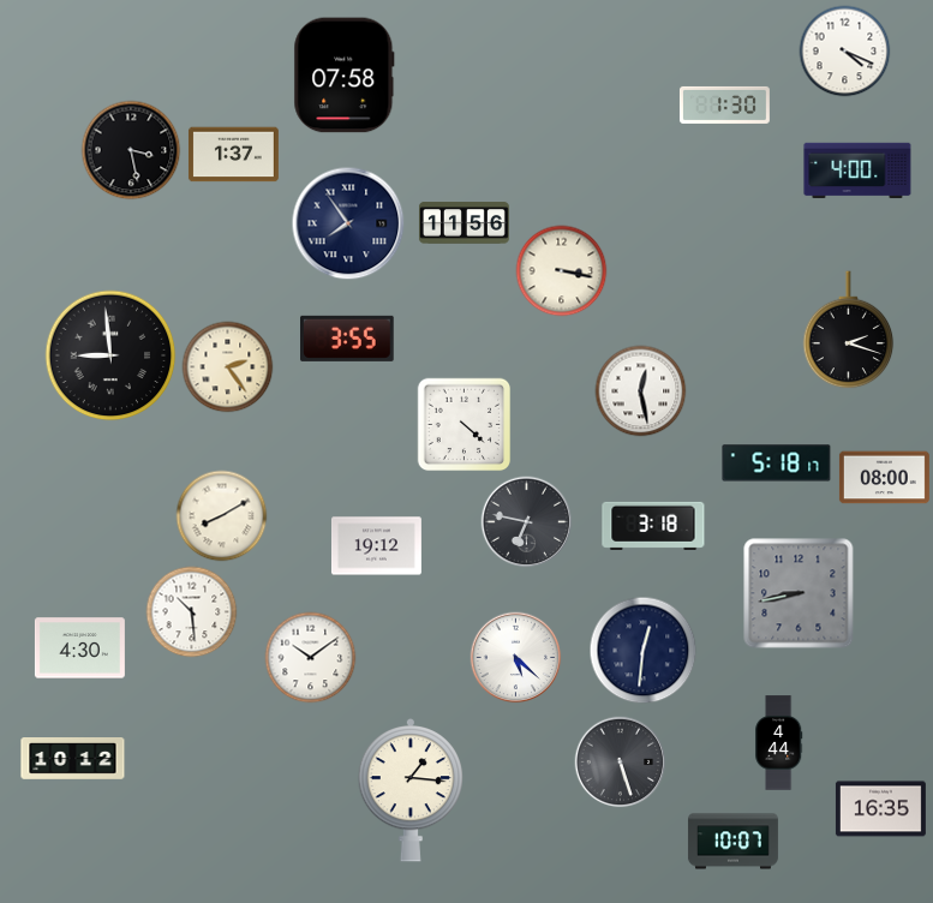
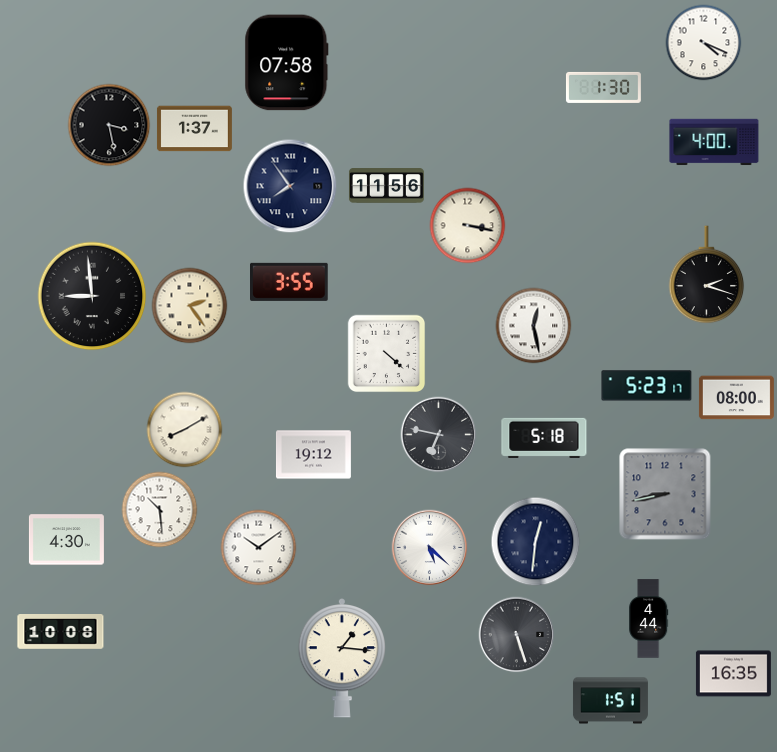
clock at (777, 464): 5:18 -> 5:23
clock at (653, 526): 3:18 -> 5:18
clock at (73, 759): 10:12 -> 10:08
clock at (732, 842): 10:07 -> 1:51
